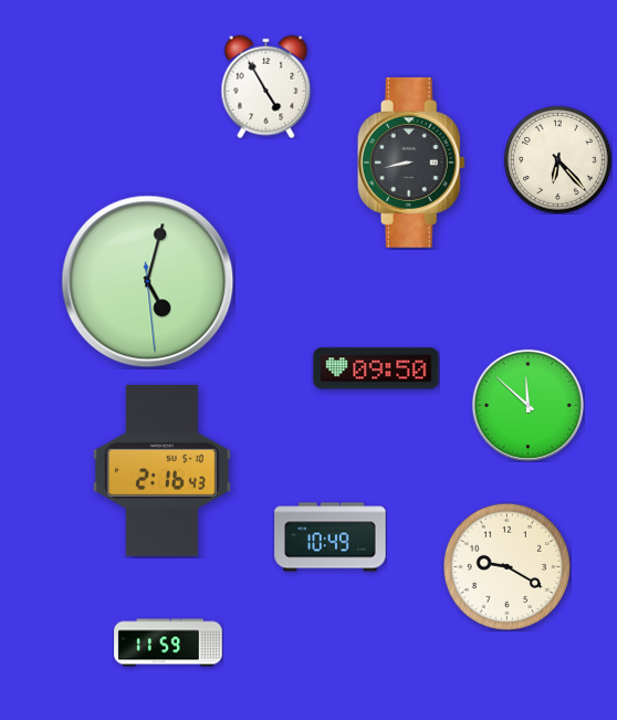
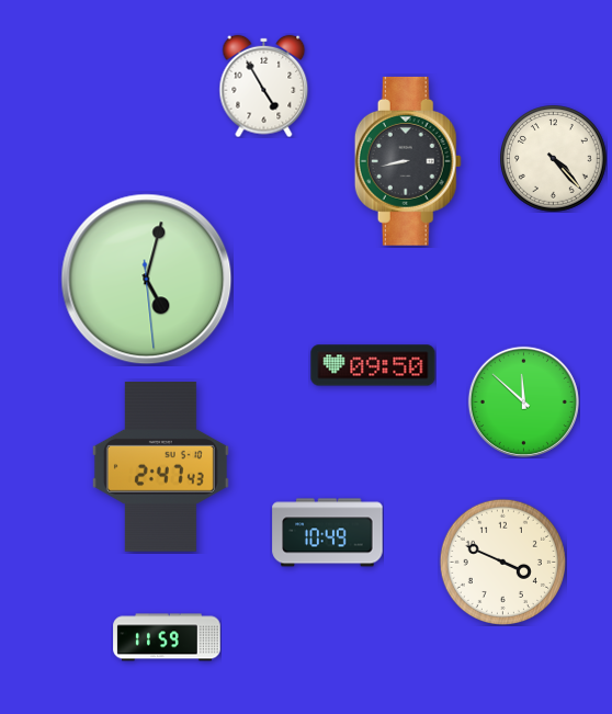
clock at (558, 160): 6:23 -> 4:23
clock at (161, 471): 2:16 -> 2:47
clock at (506, 566): 9:20 -> 3:49
